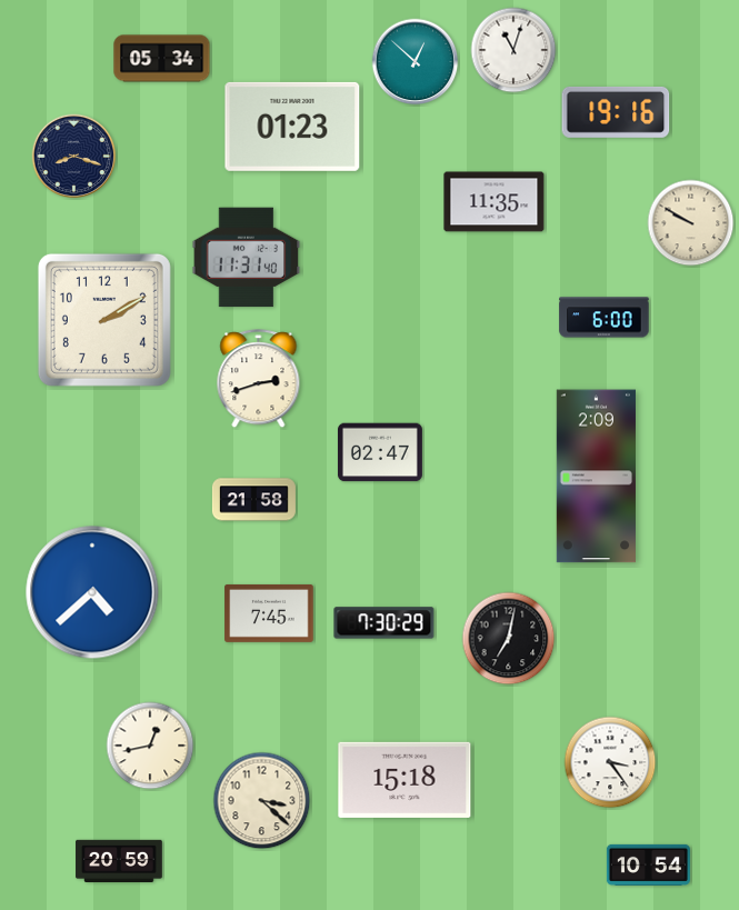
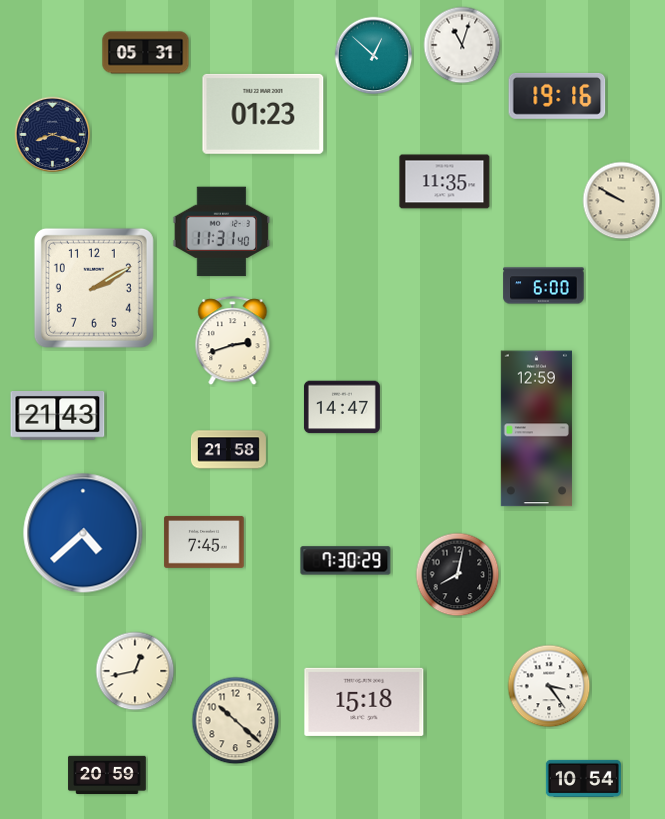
clock at (162, 59): 05:34 -> 05:31
clock at (616, 112) position: (616, 112) -> (557, 96)
clock at (74, 157) position: (74, 157) -> (53, 135)
clock at (380, 452): 02:47 -> 14:47
clock at (58, 416): none -> 21:43
clock at (596, 477): 2:09 -> 12:59
clock at (269, 613) position: (269, 613) -> (204, 542)
clock at (509, 639): 7:02 -> 8:02
clock at (262, 801): 3:22 -> 10:22
